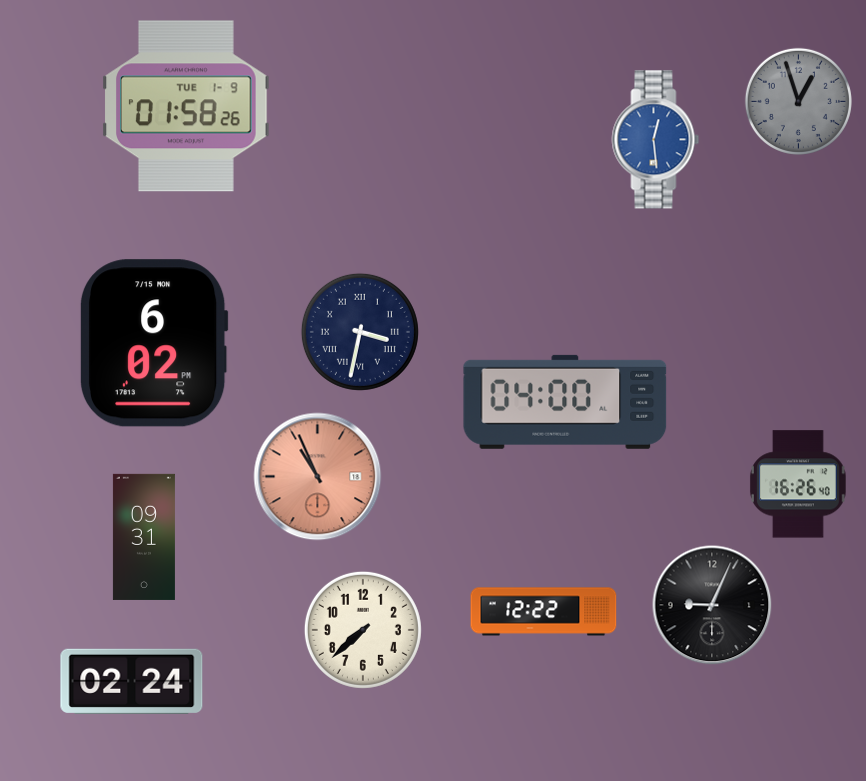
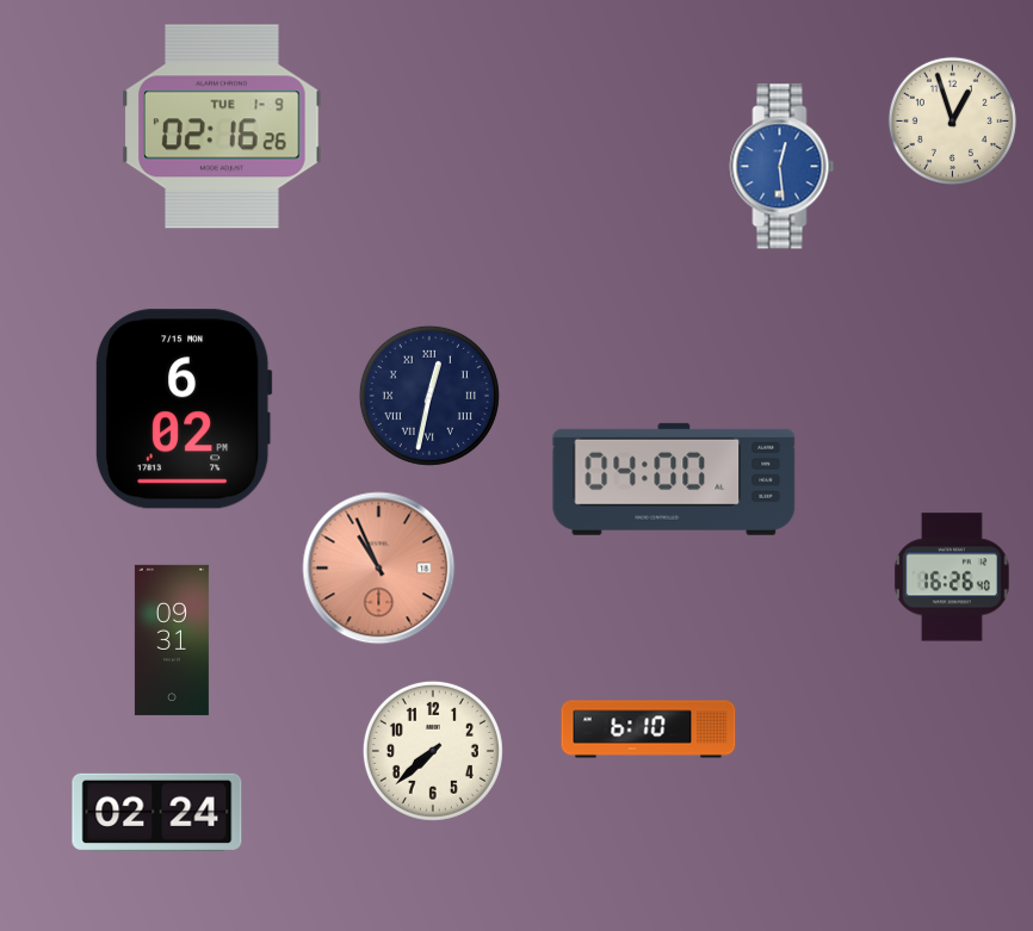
clock at (798, 101) dial: grey -> cream
clock at (186, 106): 01:58 -> 02:16
clock at (360, 332): 3:32 -> 12:32
clock at (712, 605): 9:04 -> none
clock at (544, 612): 12:22 -> 6:10
